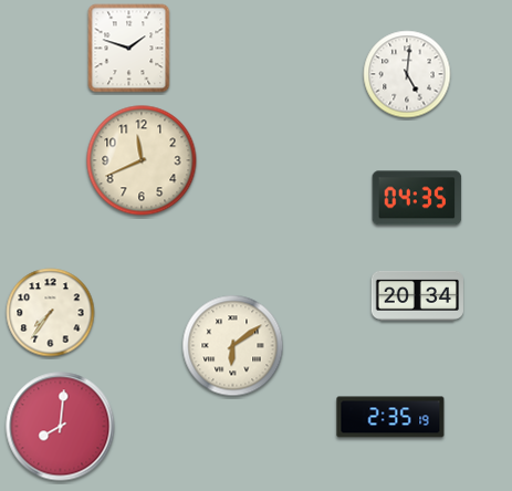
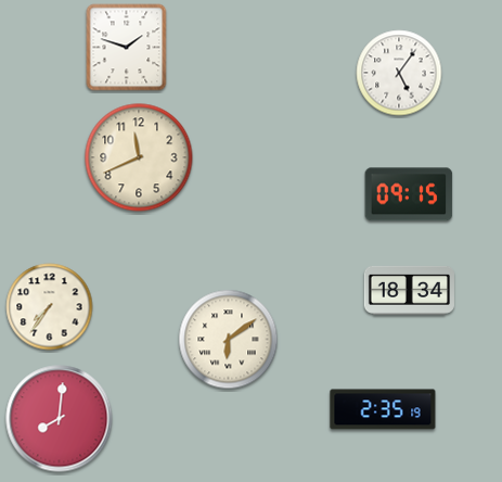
clock at (407, 74): 5:01 -> 5:06
clock at (417, 198): 04:35 -> 09:15
clock at (417, 295): 20:34 -> 18:34
